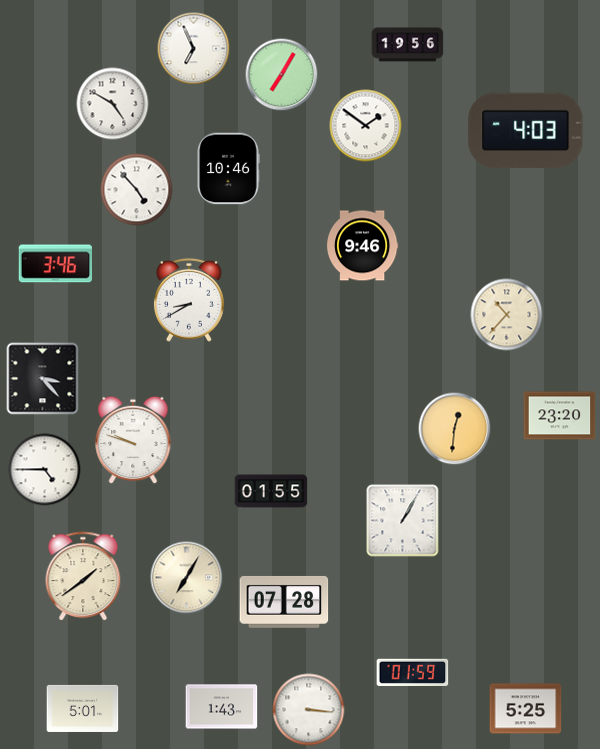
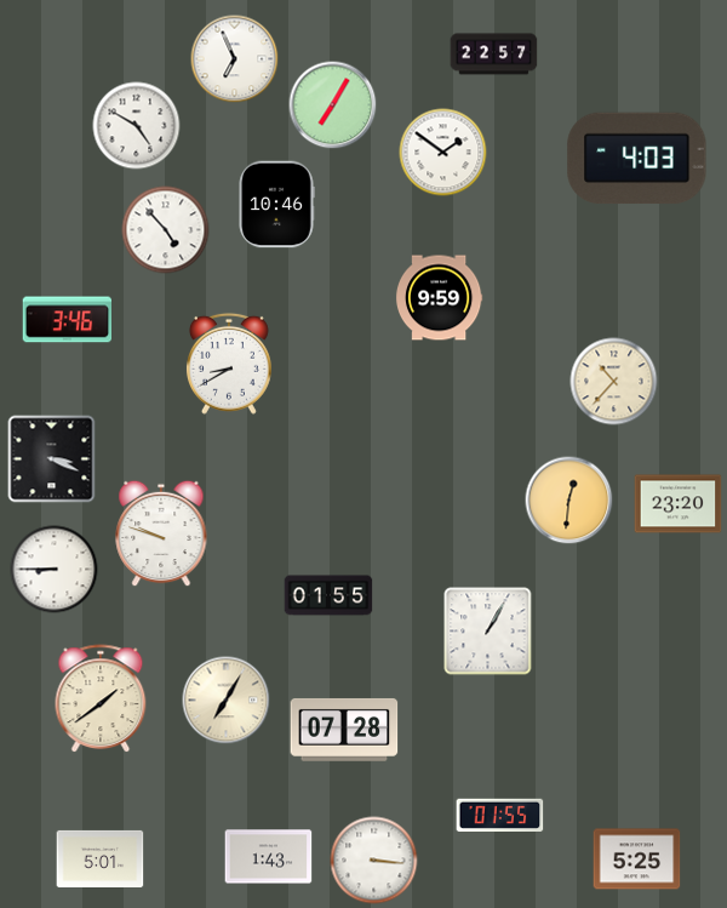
clock at (408, 45): 19:56 -> 22:57
clock at (282, 75) position: (282, 75) -> (333, 105)
clock at (362, 246): 9:46 -> 9:59
clock at (43, 379): 3:23 -> 3:19
clock at (455, 429) position: (455, 429) -> (569, 501)
clock at (45, 470): 4:45 -> 8:45
clock at (413, 672): 01:59 -> 01:55
